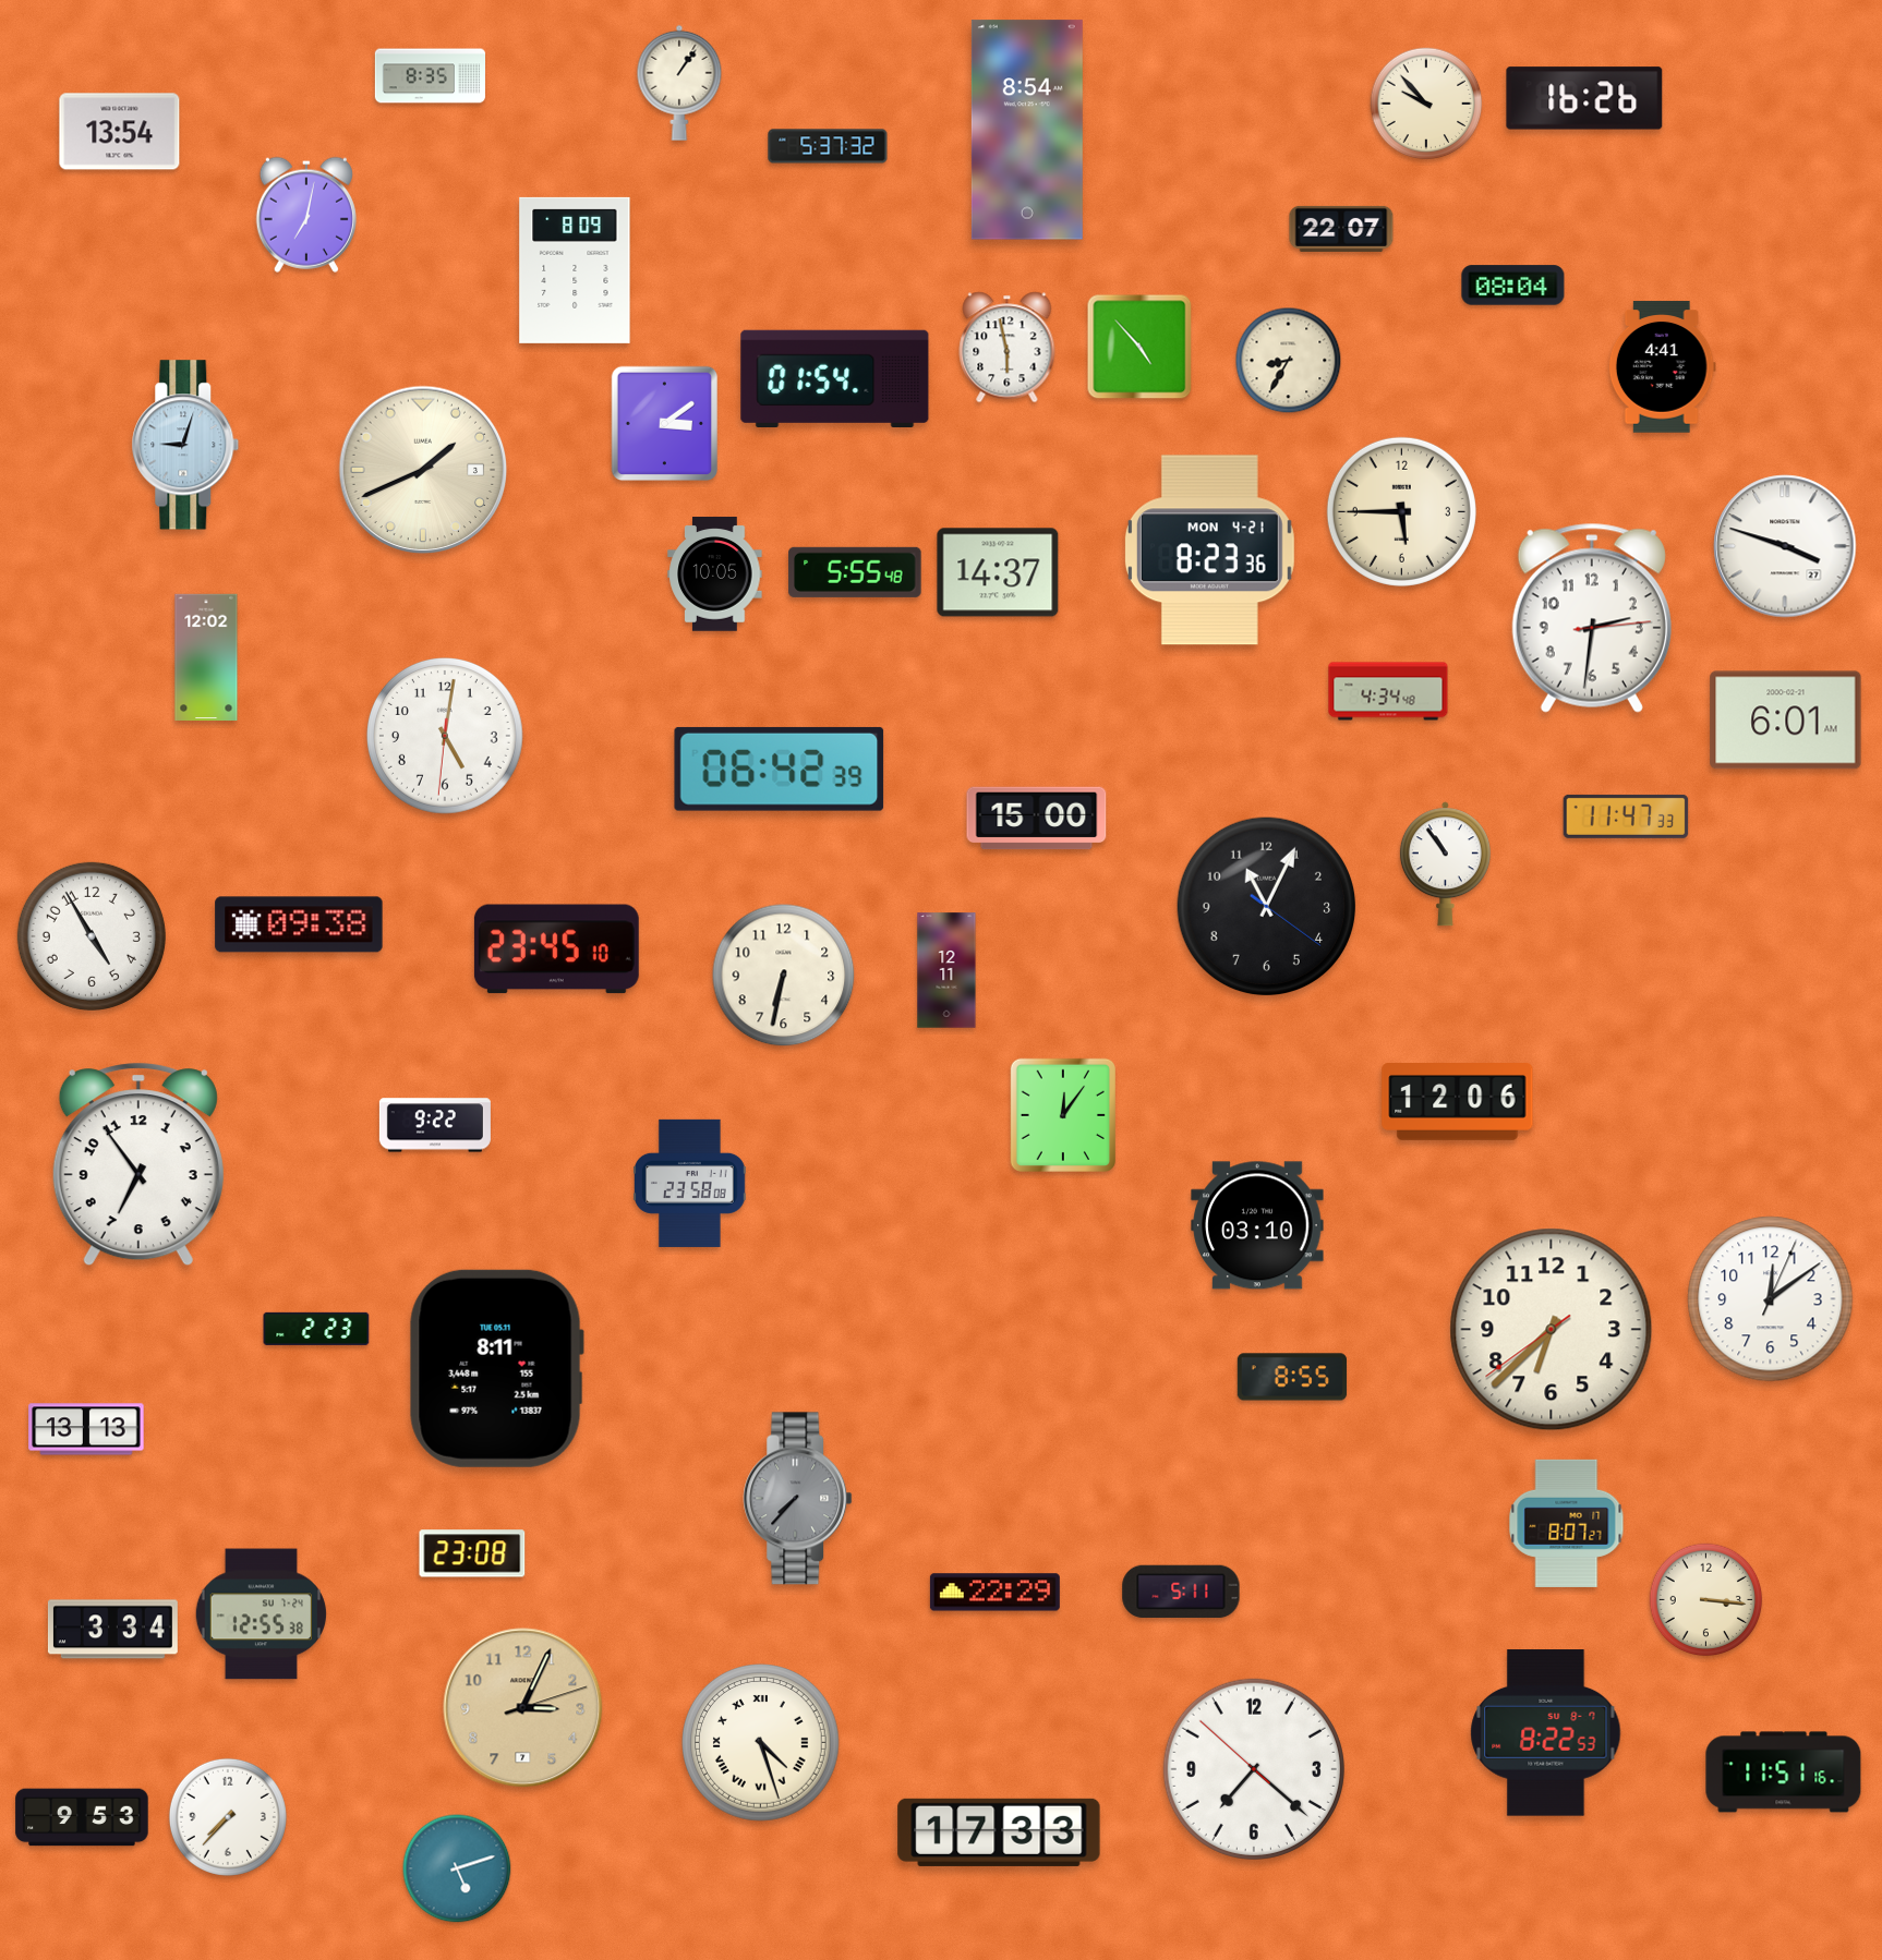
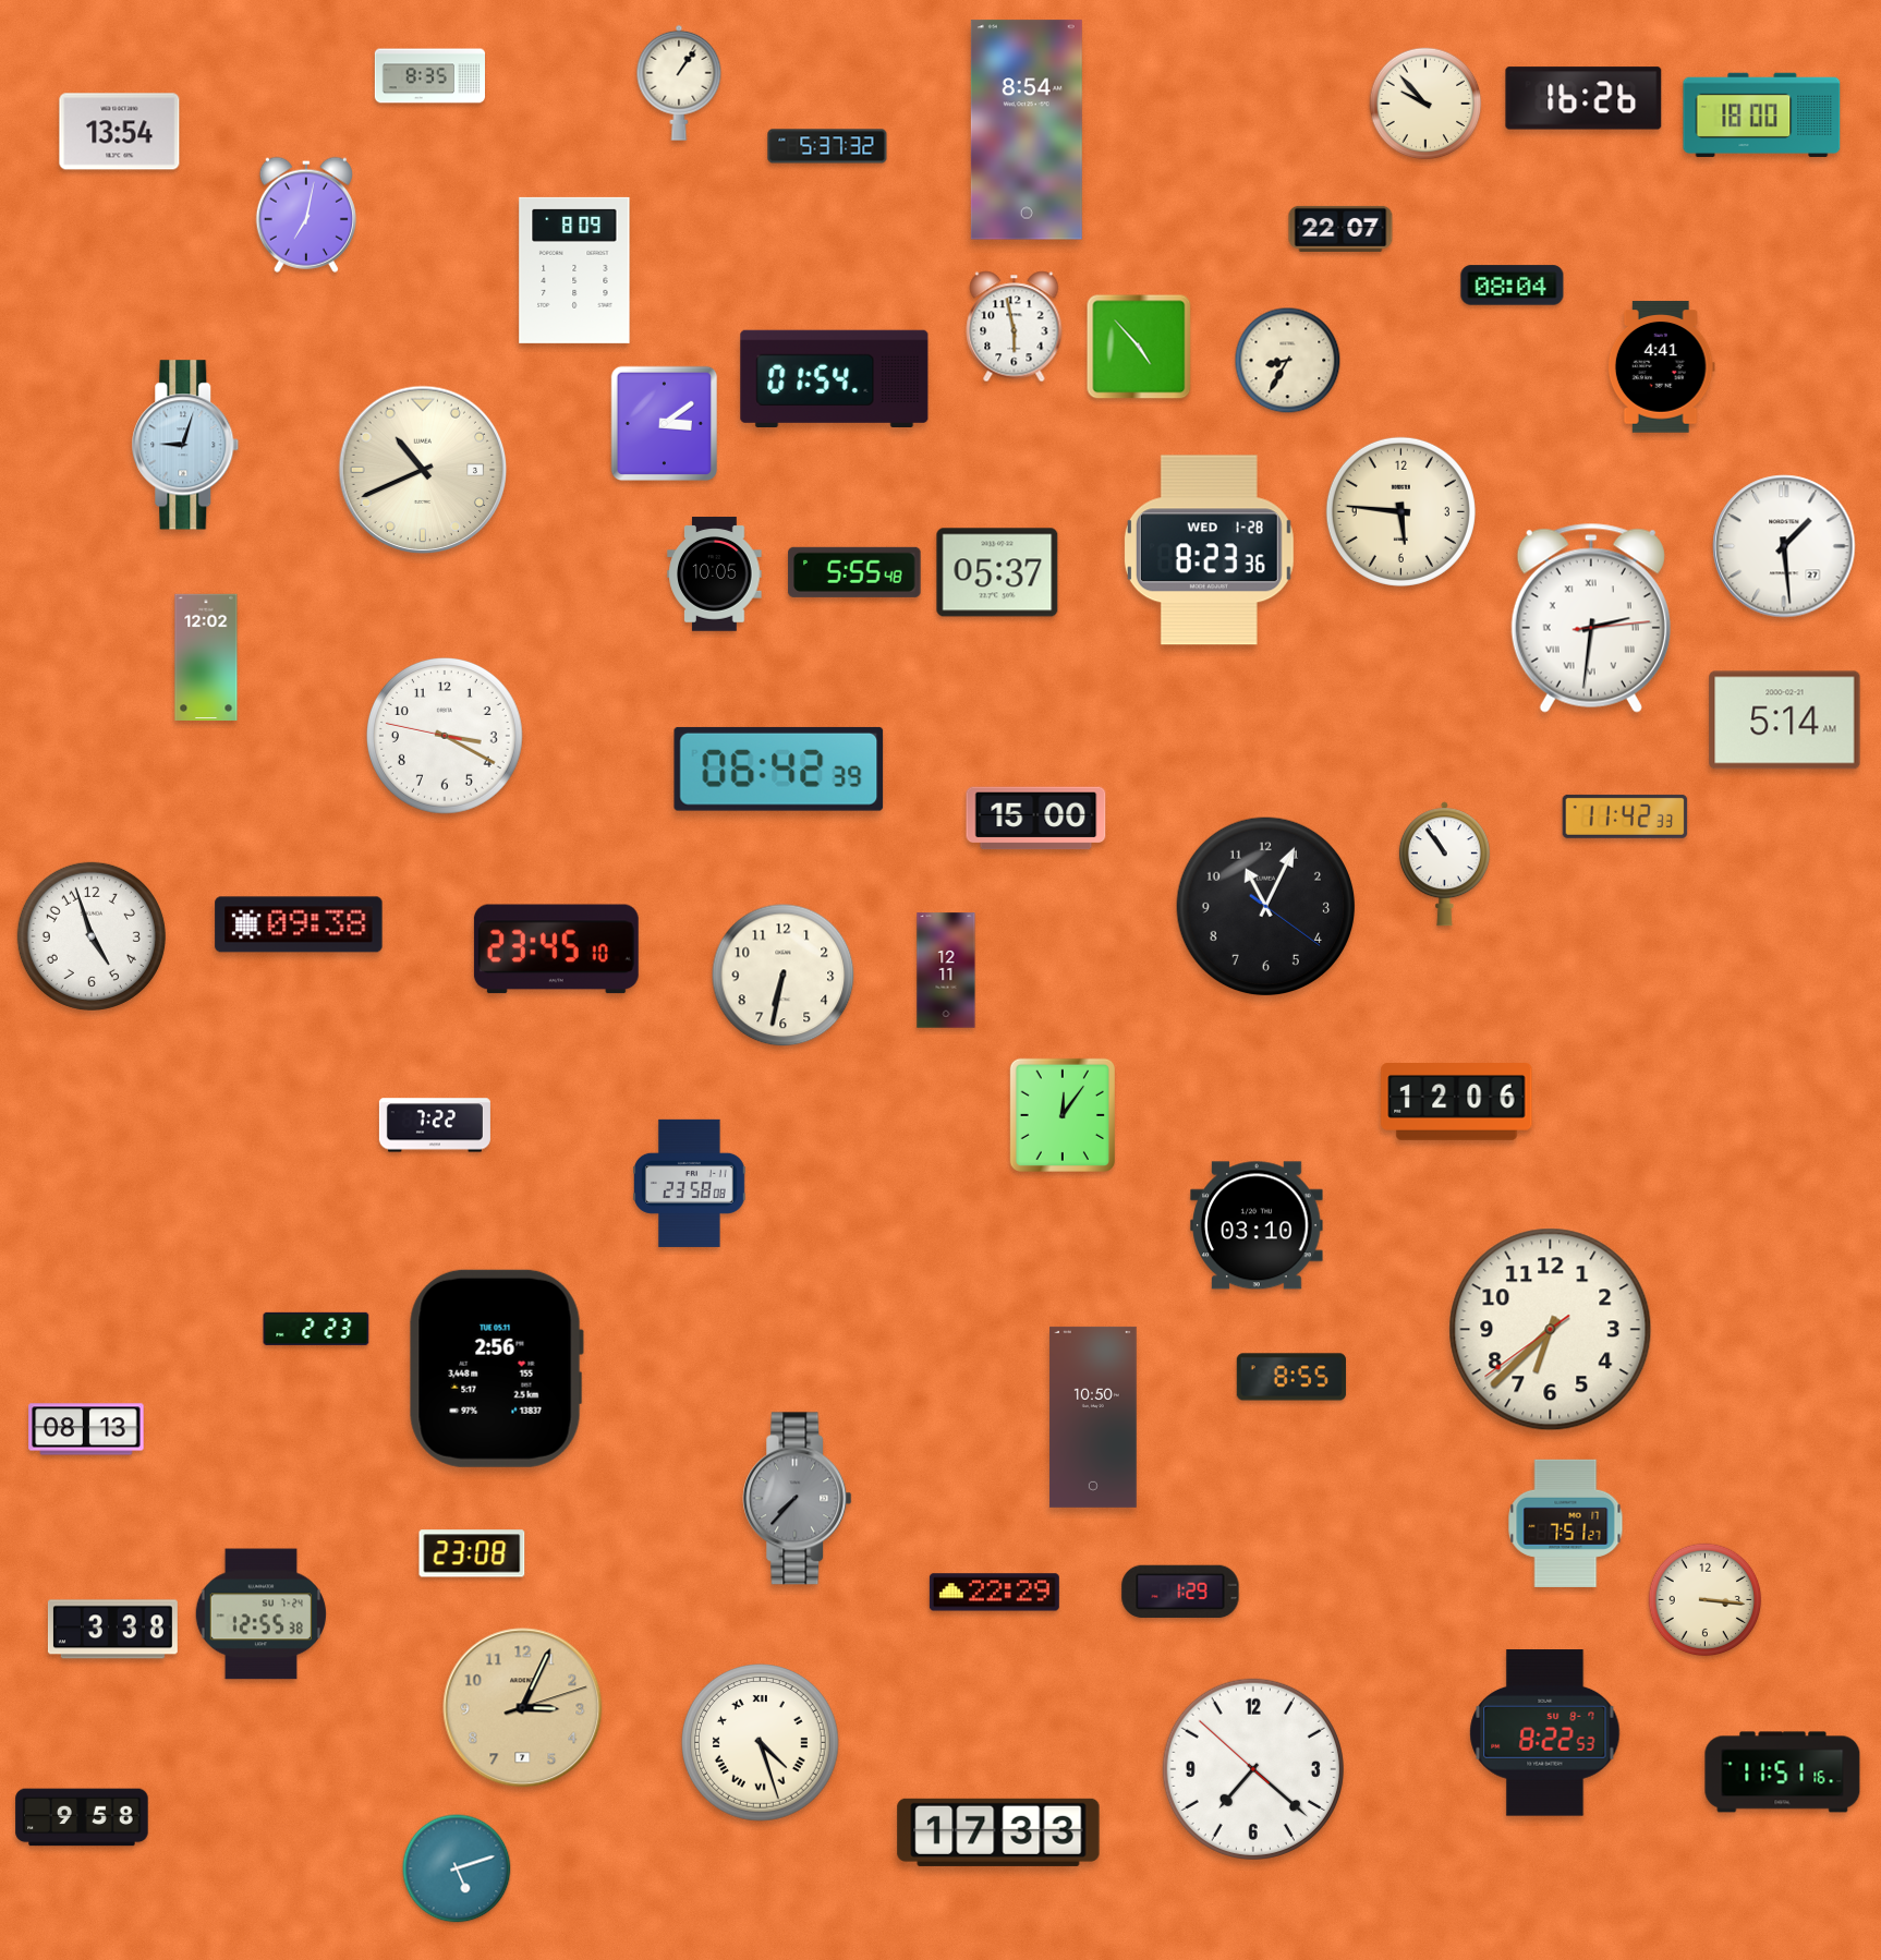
clock at (1762, 114): none -> 18:00
clock at (1008, 348) position: (1008, 348) -> (1015, 327)
clock at (423, 470): 1:41 -> 10:41
clock at (1401, 511): 5:45 -> 5:46
clock at (1785, 546): 3:48 -> 1:29
clock at (1209, 551) date: MON 4-21 -> WED 1-28
clock at (998, 572): 14:37 -> 05:37
clock at (1592, 618) numerals: Arabic -> Roman
clock at (1388, 691): 4:34 -> none
clock at (1786, 721): 6:01 -> 5:14
clock at (445, 736): 5:01 -> 3:19
clock at (1626, 816): 11:47 -> 11:42
clock at (92, 936): 4:55 -> 4:57
clock at (435, 1125): 9:22 -> 7:22
clock at (138, 1164): 6:54 -> none
clock at (1771, 1299): 12:09 -> none
clock at (496, 1368): 8:11 -> 2:56
clock at (1094, 1417): none -> 10:50
clock at (86, 1429): 13:13 -> 08:13
clock at (1567, 1523): 8:07 -> 7:51
clock at (1181, 1592): 5:11 -> 1:29
clock at (112, 1630): 3:34 -> 3:38
clock at (82, 1817): 9:53 -> 9:58
clock at (228, 1817): 7:37 -> none
